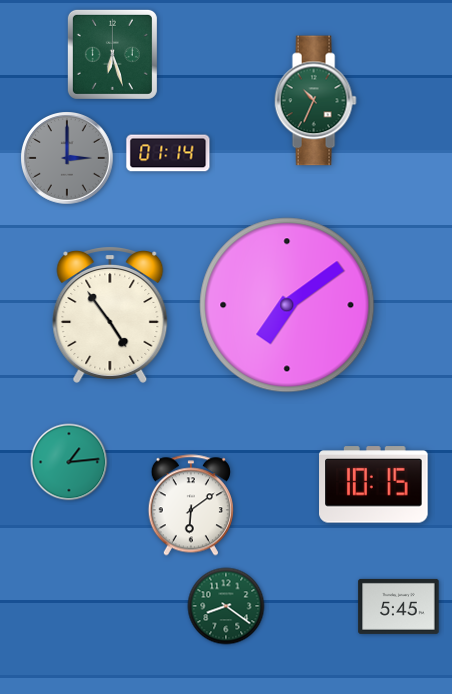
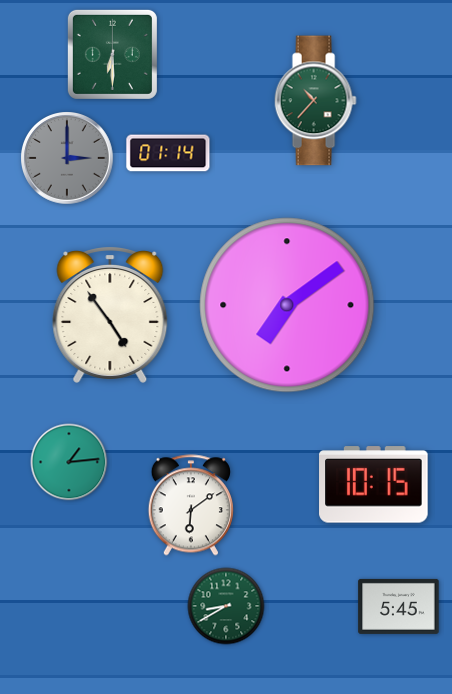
clock at (112, 54): 6:27 -> 6:30
clock at (315, 101): 10:34 -> 10:37
clock at (226, 606): 8:21 -> 8:40
